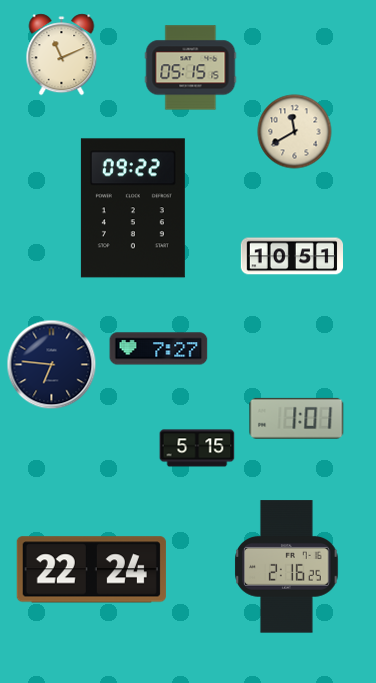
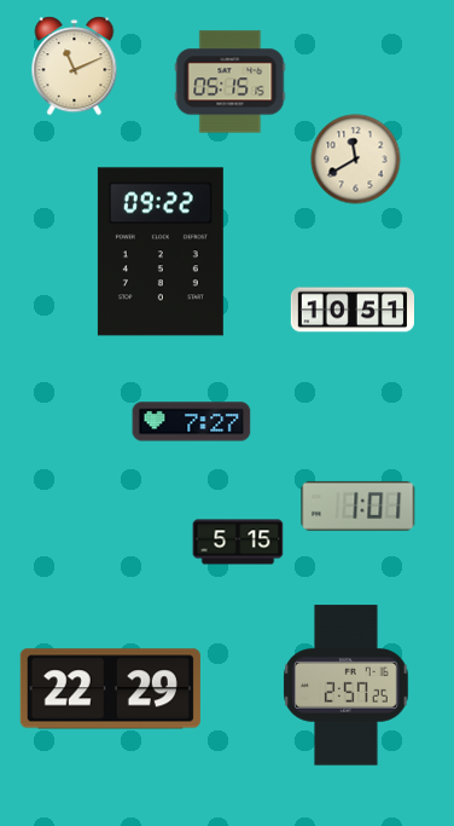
clock at (52, 365): 6:46 -> none
clock at (287, 567): 2:16 -> 2:57
clock at (91, 570): 22:24 -> 22:29
